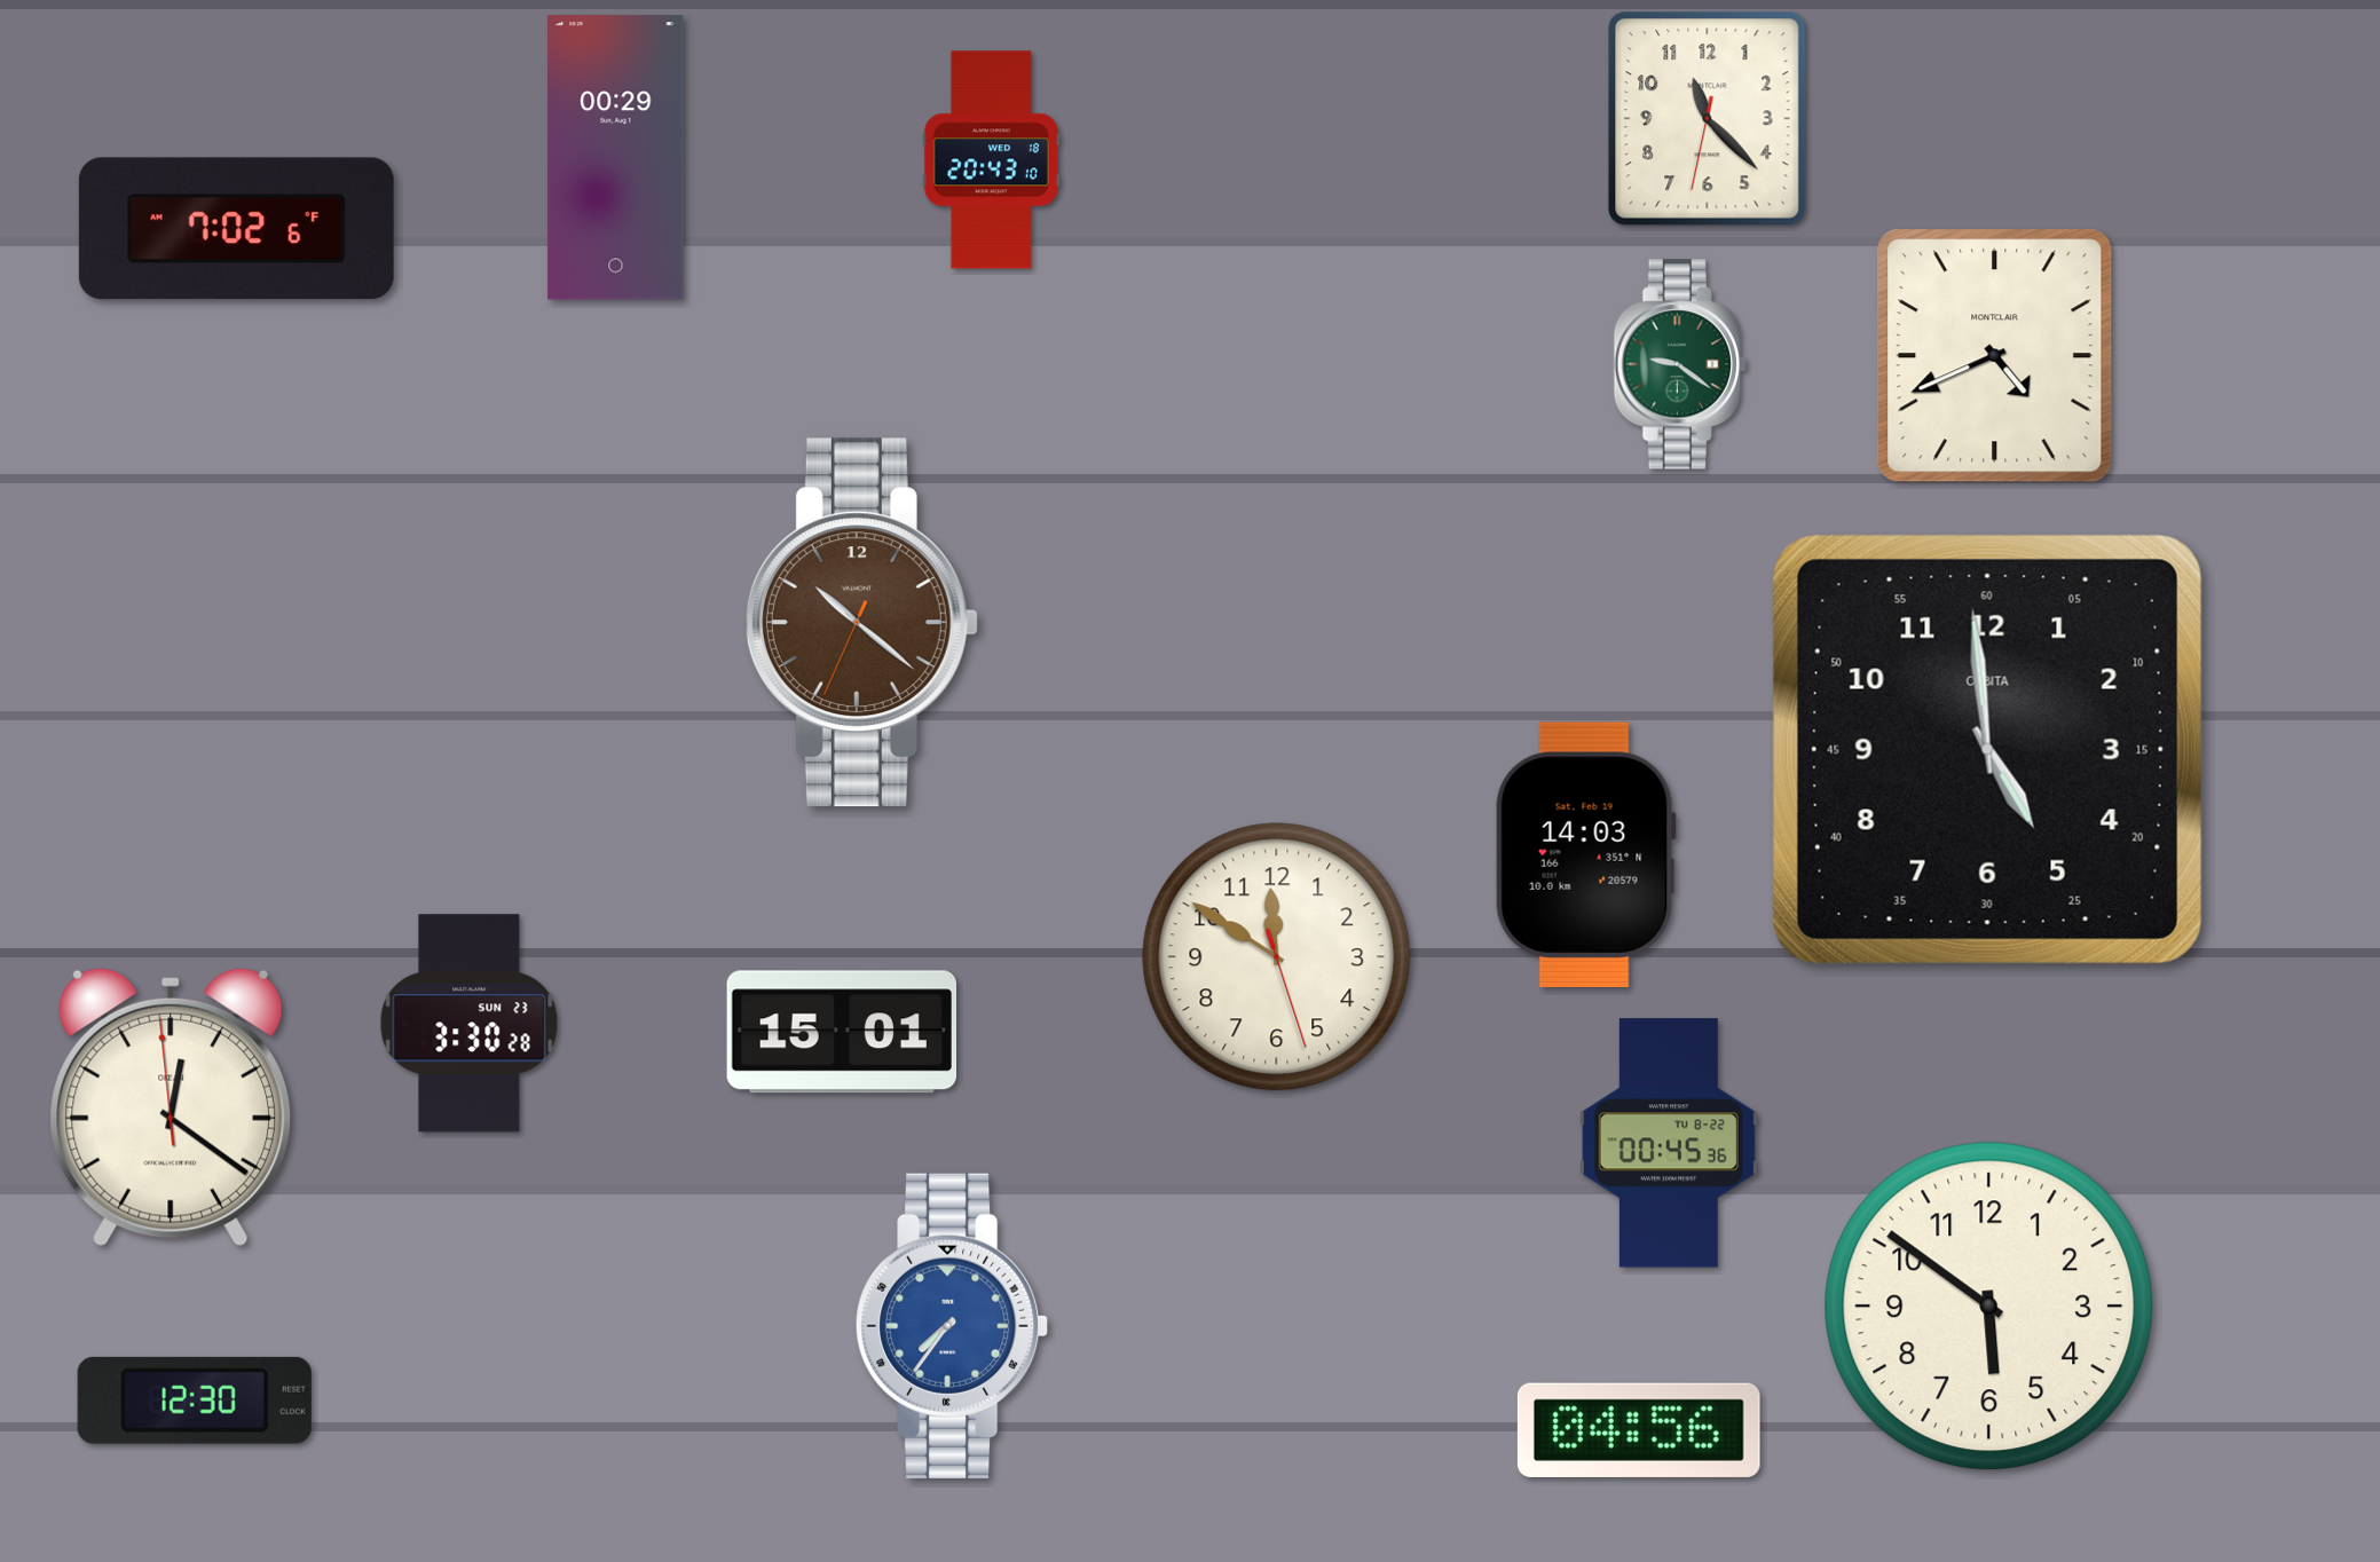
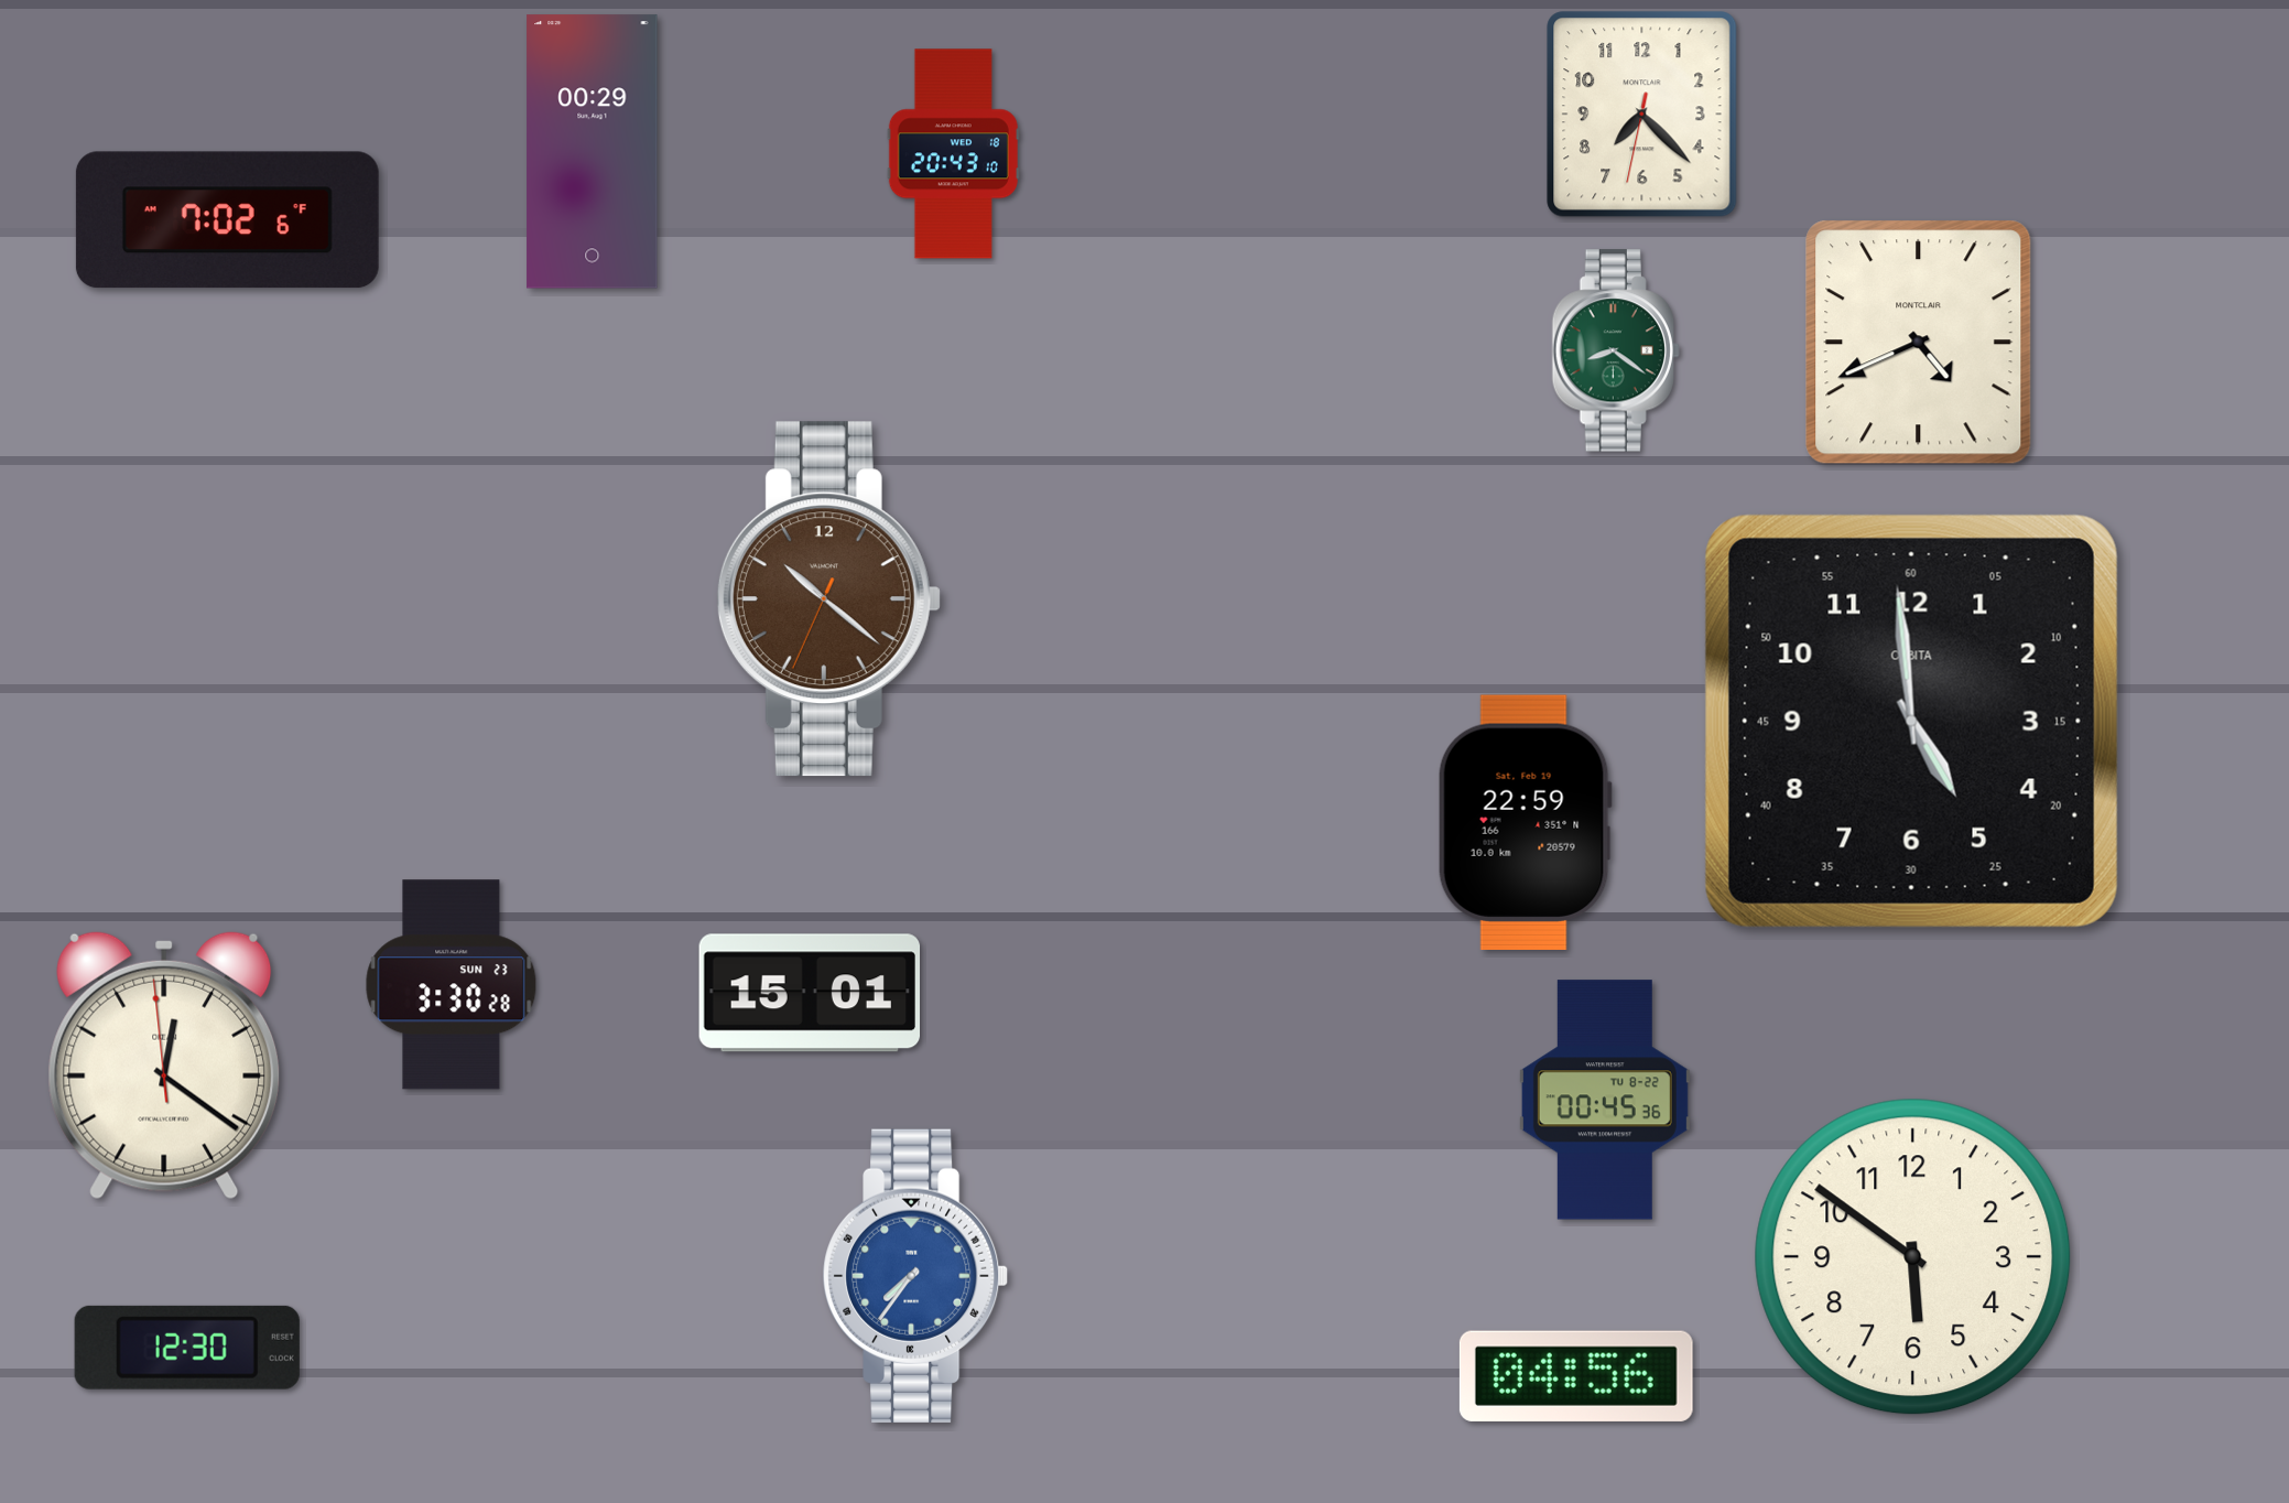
clock at (1708, 119): 11:22 -> 7:22
clock at (1680, 364): 9:21 -> 8:21
clock at (1585, 854): 14:03 -> 22:59
clock at (1277, 957): 11:50 -> none
